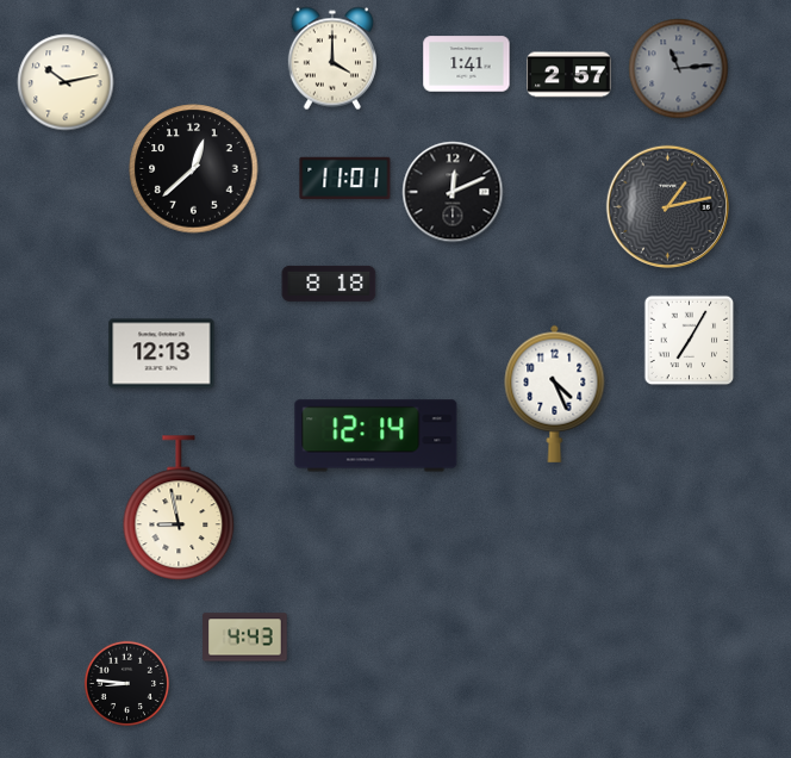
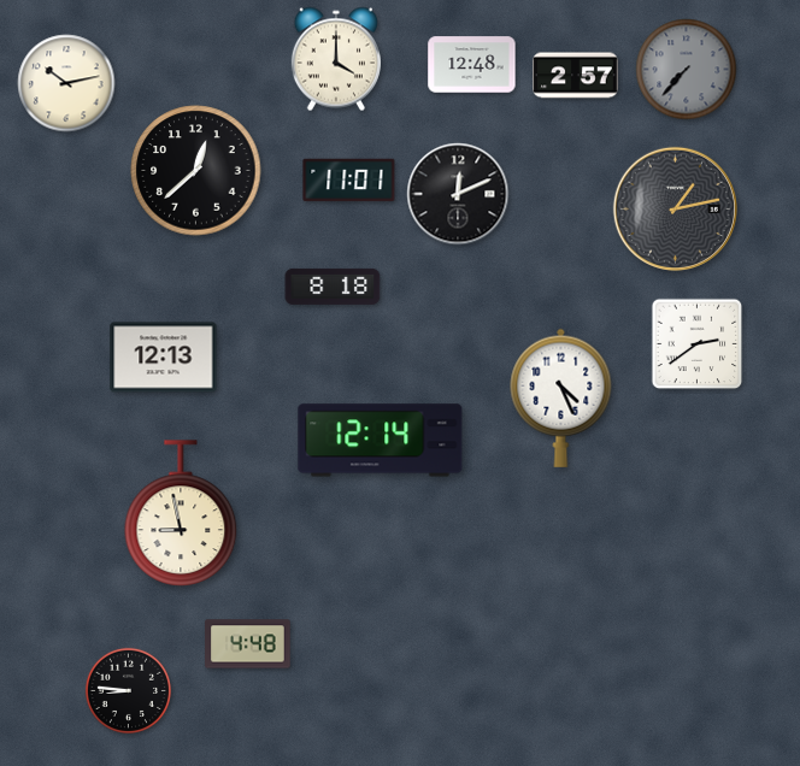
clock at (467, 64): 1:41 -> 12:48
clock at (679, 69): 11:14 -> 7:37
clock at (690, 341): 7:05 -> 2:39
clock at (245, 638): 4:43 -> 4:48
